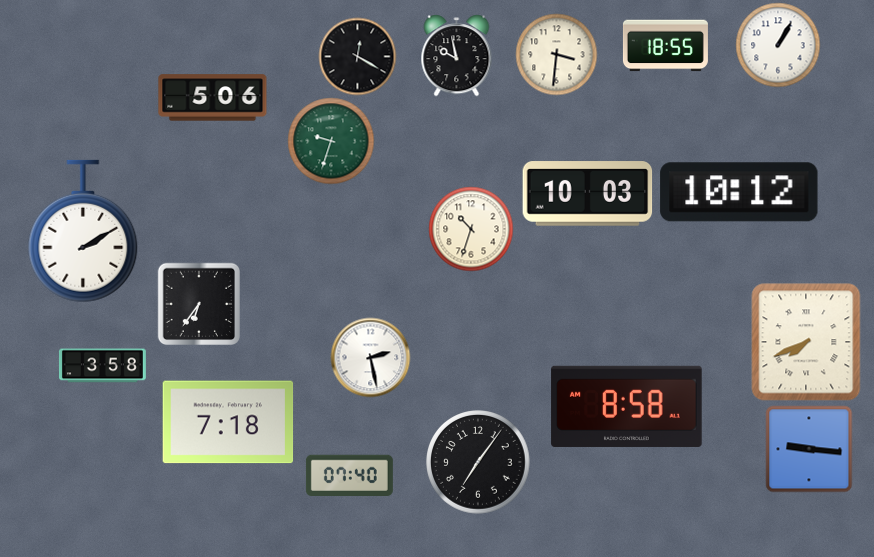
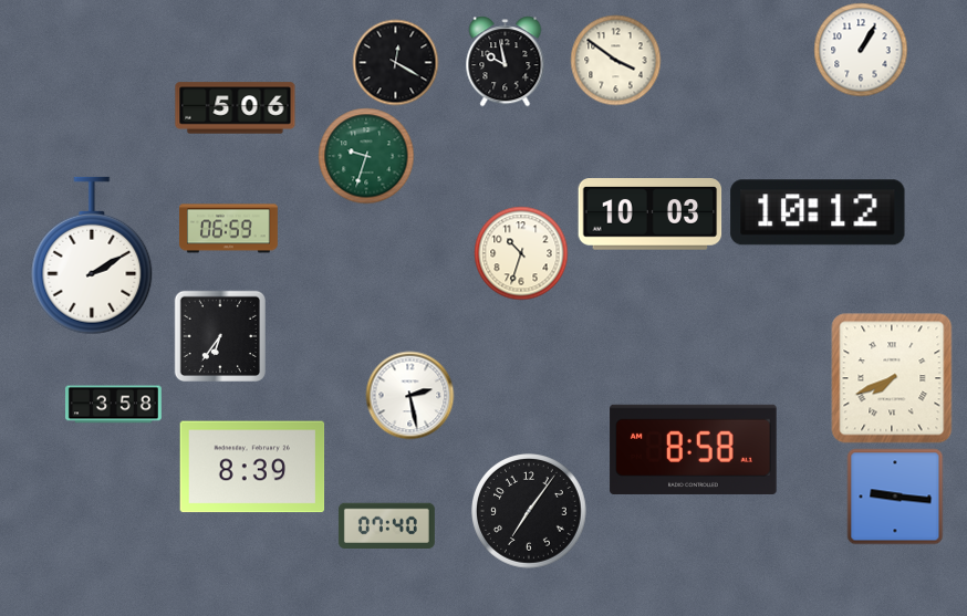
clock at (665, 46): 18:55 -> none
clock at (556, 54): 3:31 -> 3:51
clock at (229, 229): none -> 06:59
clock at (228, 422): 7:18 -> 8:39
